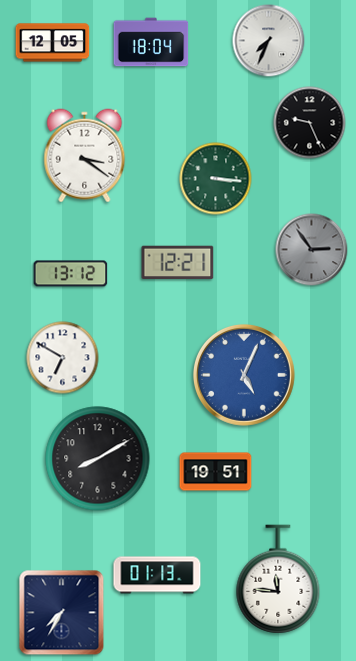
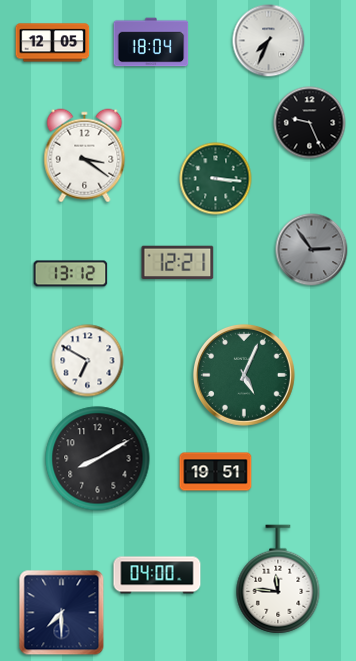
clock at (63, 358) position: (63, 358) -> (88, 361)
clock at (244, 375) dial: blue -> green
clock at (157, 575): 01:13 -> 04:00
clock at (62, 613): 7:35 -> 7:30
